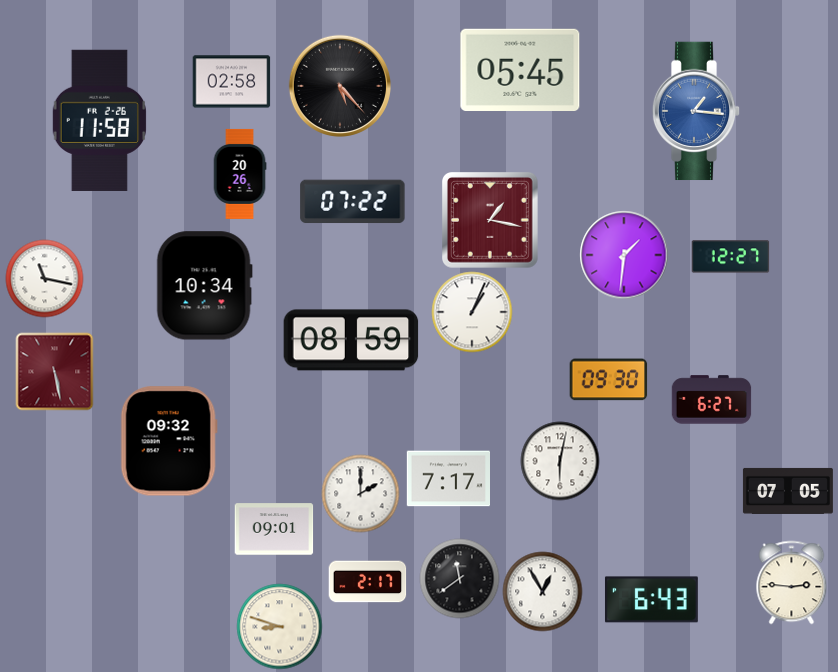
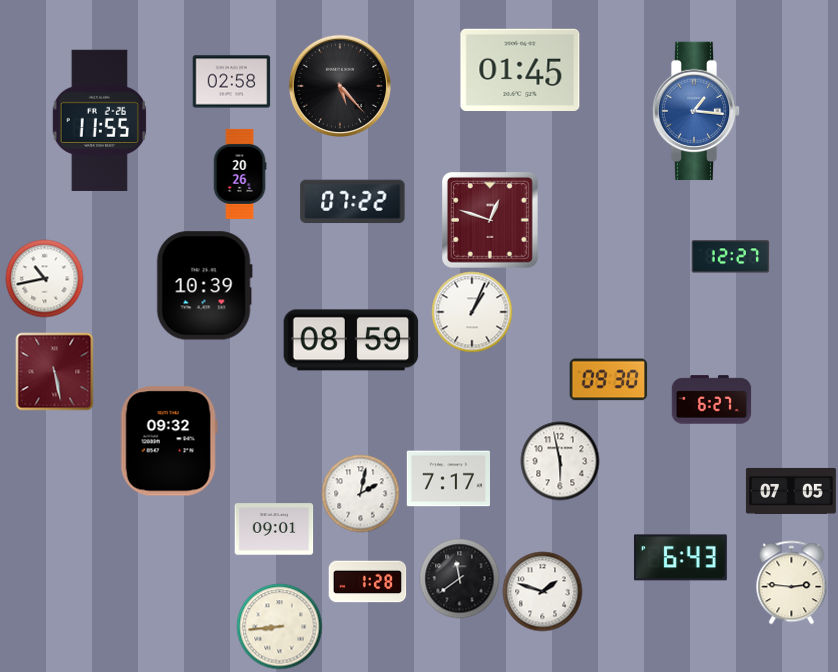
clock at (520, 69): 05:45 -> 01:45
clock at (99, 120): 11:58 -> 11:55
clock at (491, 221): 1:17 -> 12:48
clock at (624, 255): 1:31 -> none
clock at (44, 278): 11:17 -> 10:43
clock at (204, 286): 10:34 -> 10:39
clock at (560, 461): 6:02 -> 5:58
clock at (788, 491) position: (788, 491) -> (791, 491)
clock at (360, 493): 2:00 -> 2:02
clock at (367, 582): 2:17 -> 1:28
clock at (542, 591): 12:55 -> 1:48
clock at (651, 600) position: (651, 600) -> (680, 558)
clock at (279, 626): 8:48 -> 8:44
